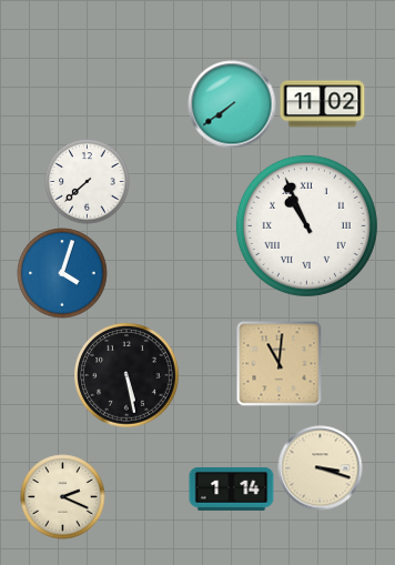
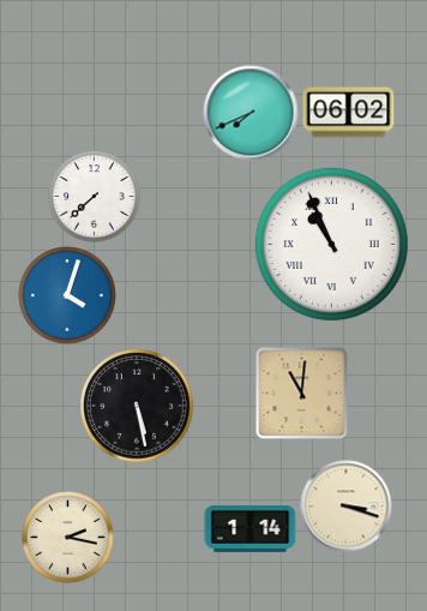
clock at (232, 104): 7:39 -> 7:41
clock at (323, 104): 11:02 -> 06:02
clock at (63, 497): 2:19 -> 2:17
